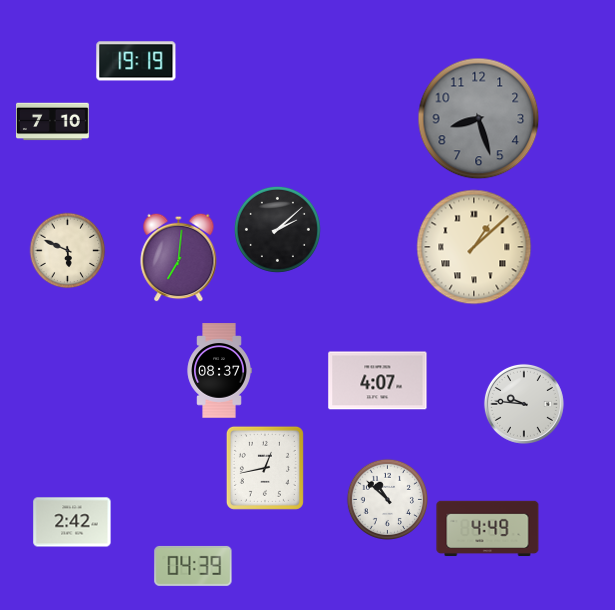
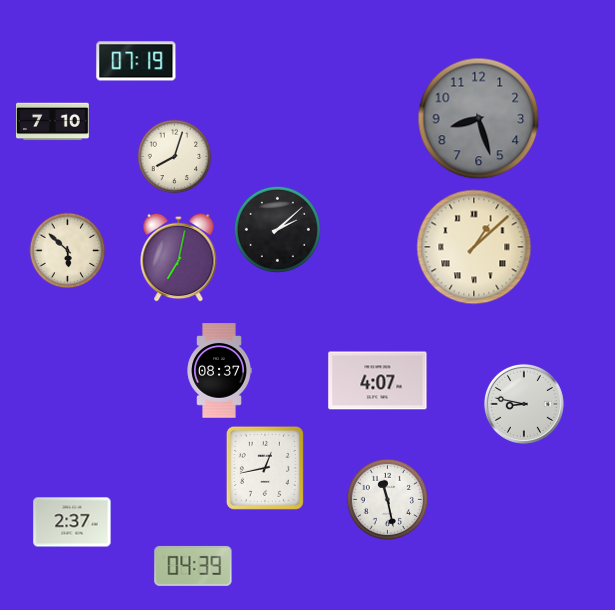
clock at (136, 61): 19:19 -> 07:19
clock at (175, 157): none -> 8:03
clock at (68, 251): 5:49 -> 5:52
clock at (179, 257): 7:01 -> 7:02
clock at (524, 404): 9:46 -> 8:47
clock at (387, 499): 10:52 -> 11:28
clock at (72, 522): 2:42 -> 2:37
clock at (488, 529): 4:49 -> none
